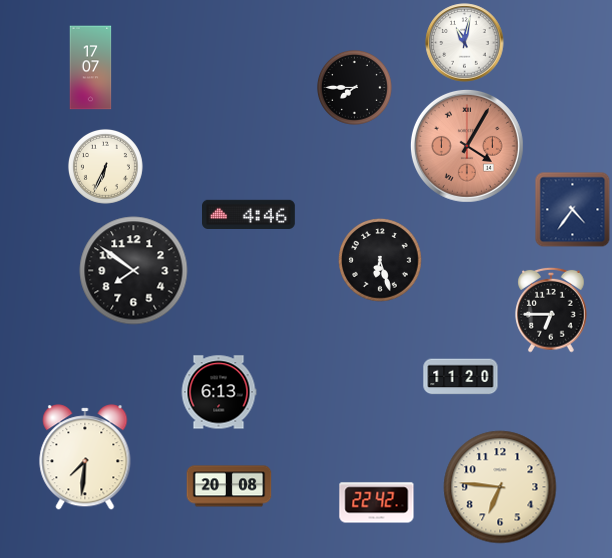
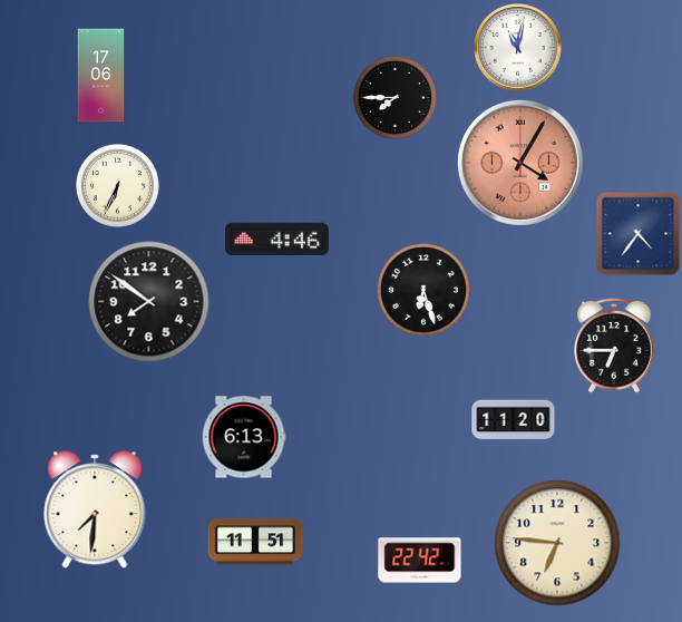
clock at (91, 68): 17:07 -> 17:06
clock at (229, 486): 20:08 -> 11:51
